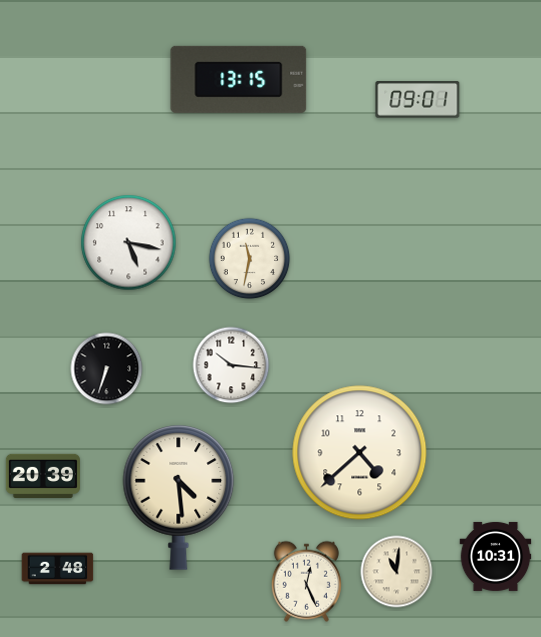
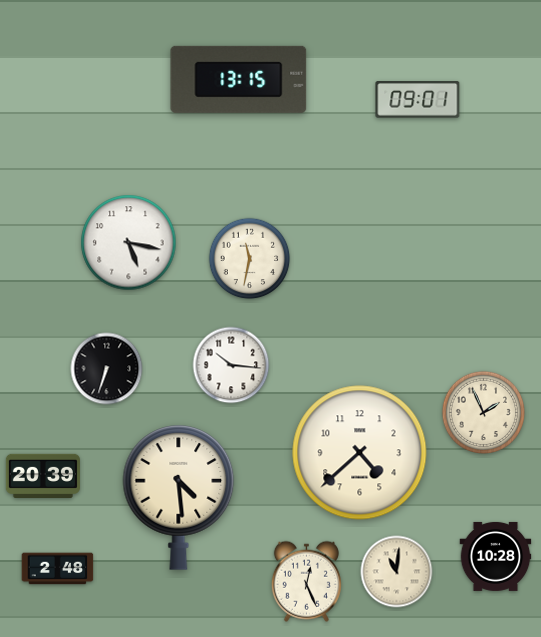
clock at (484, 413): none -> 1:56
clock at (496, 556): 10:31 -> 10:28
